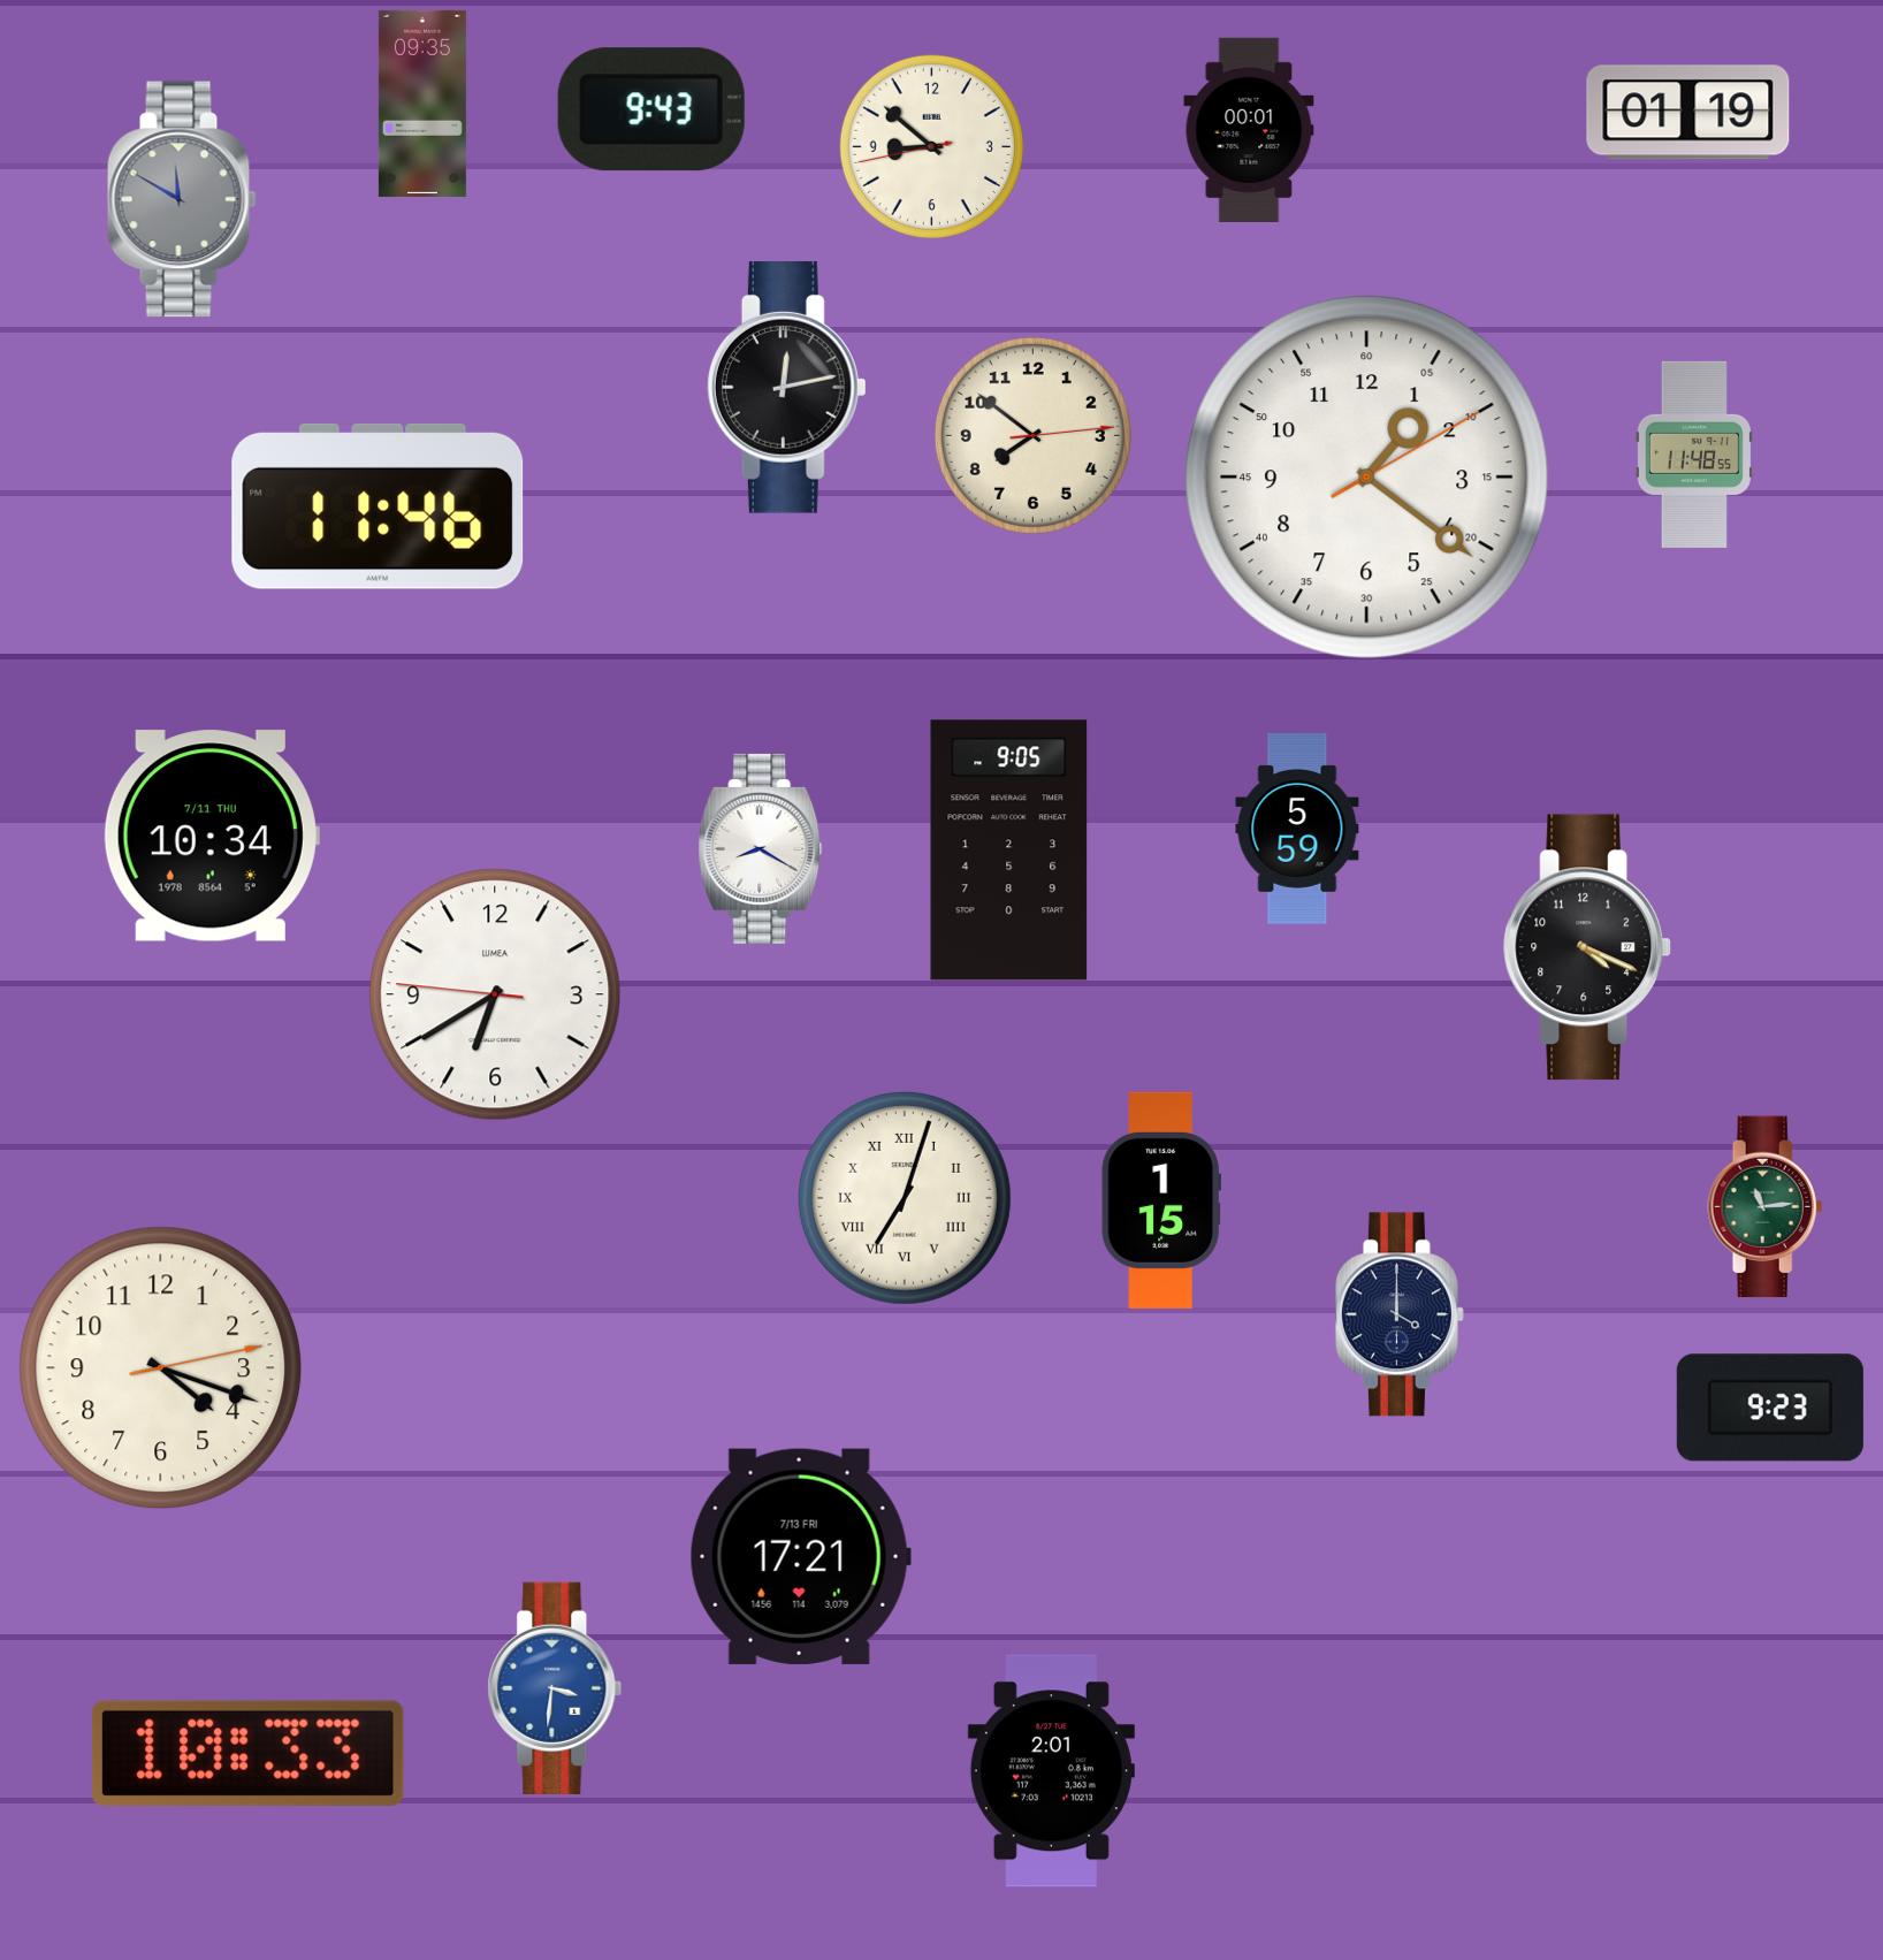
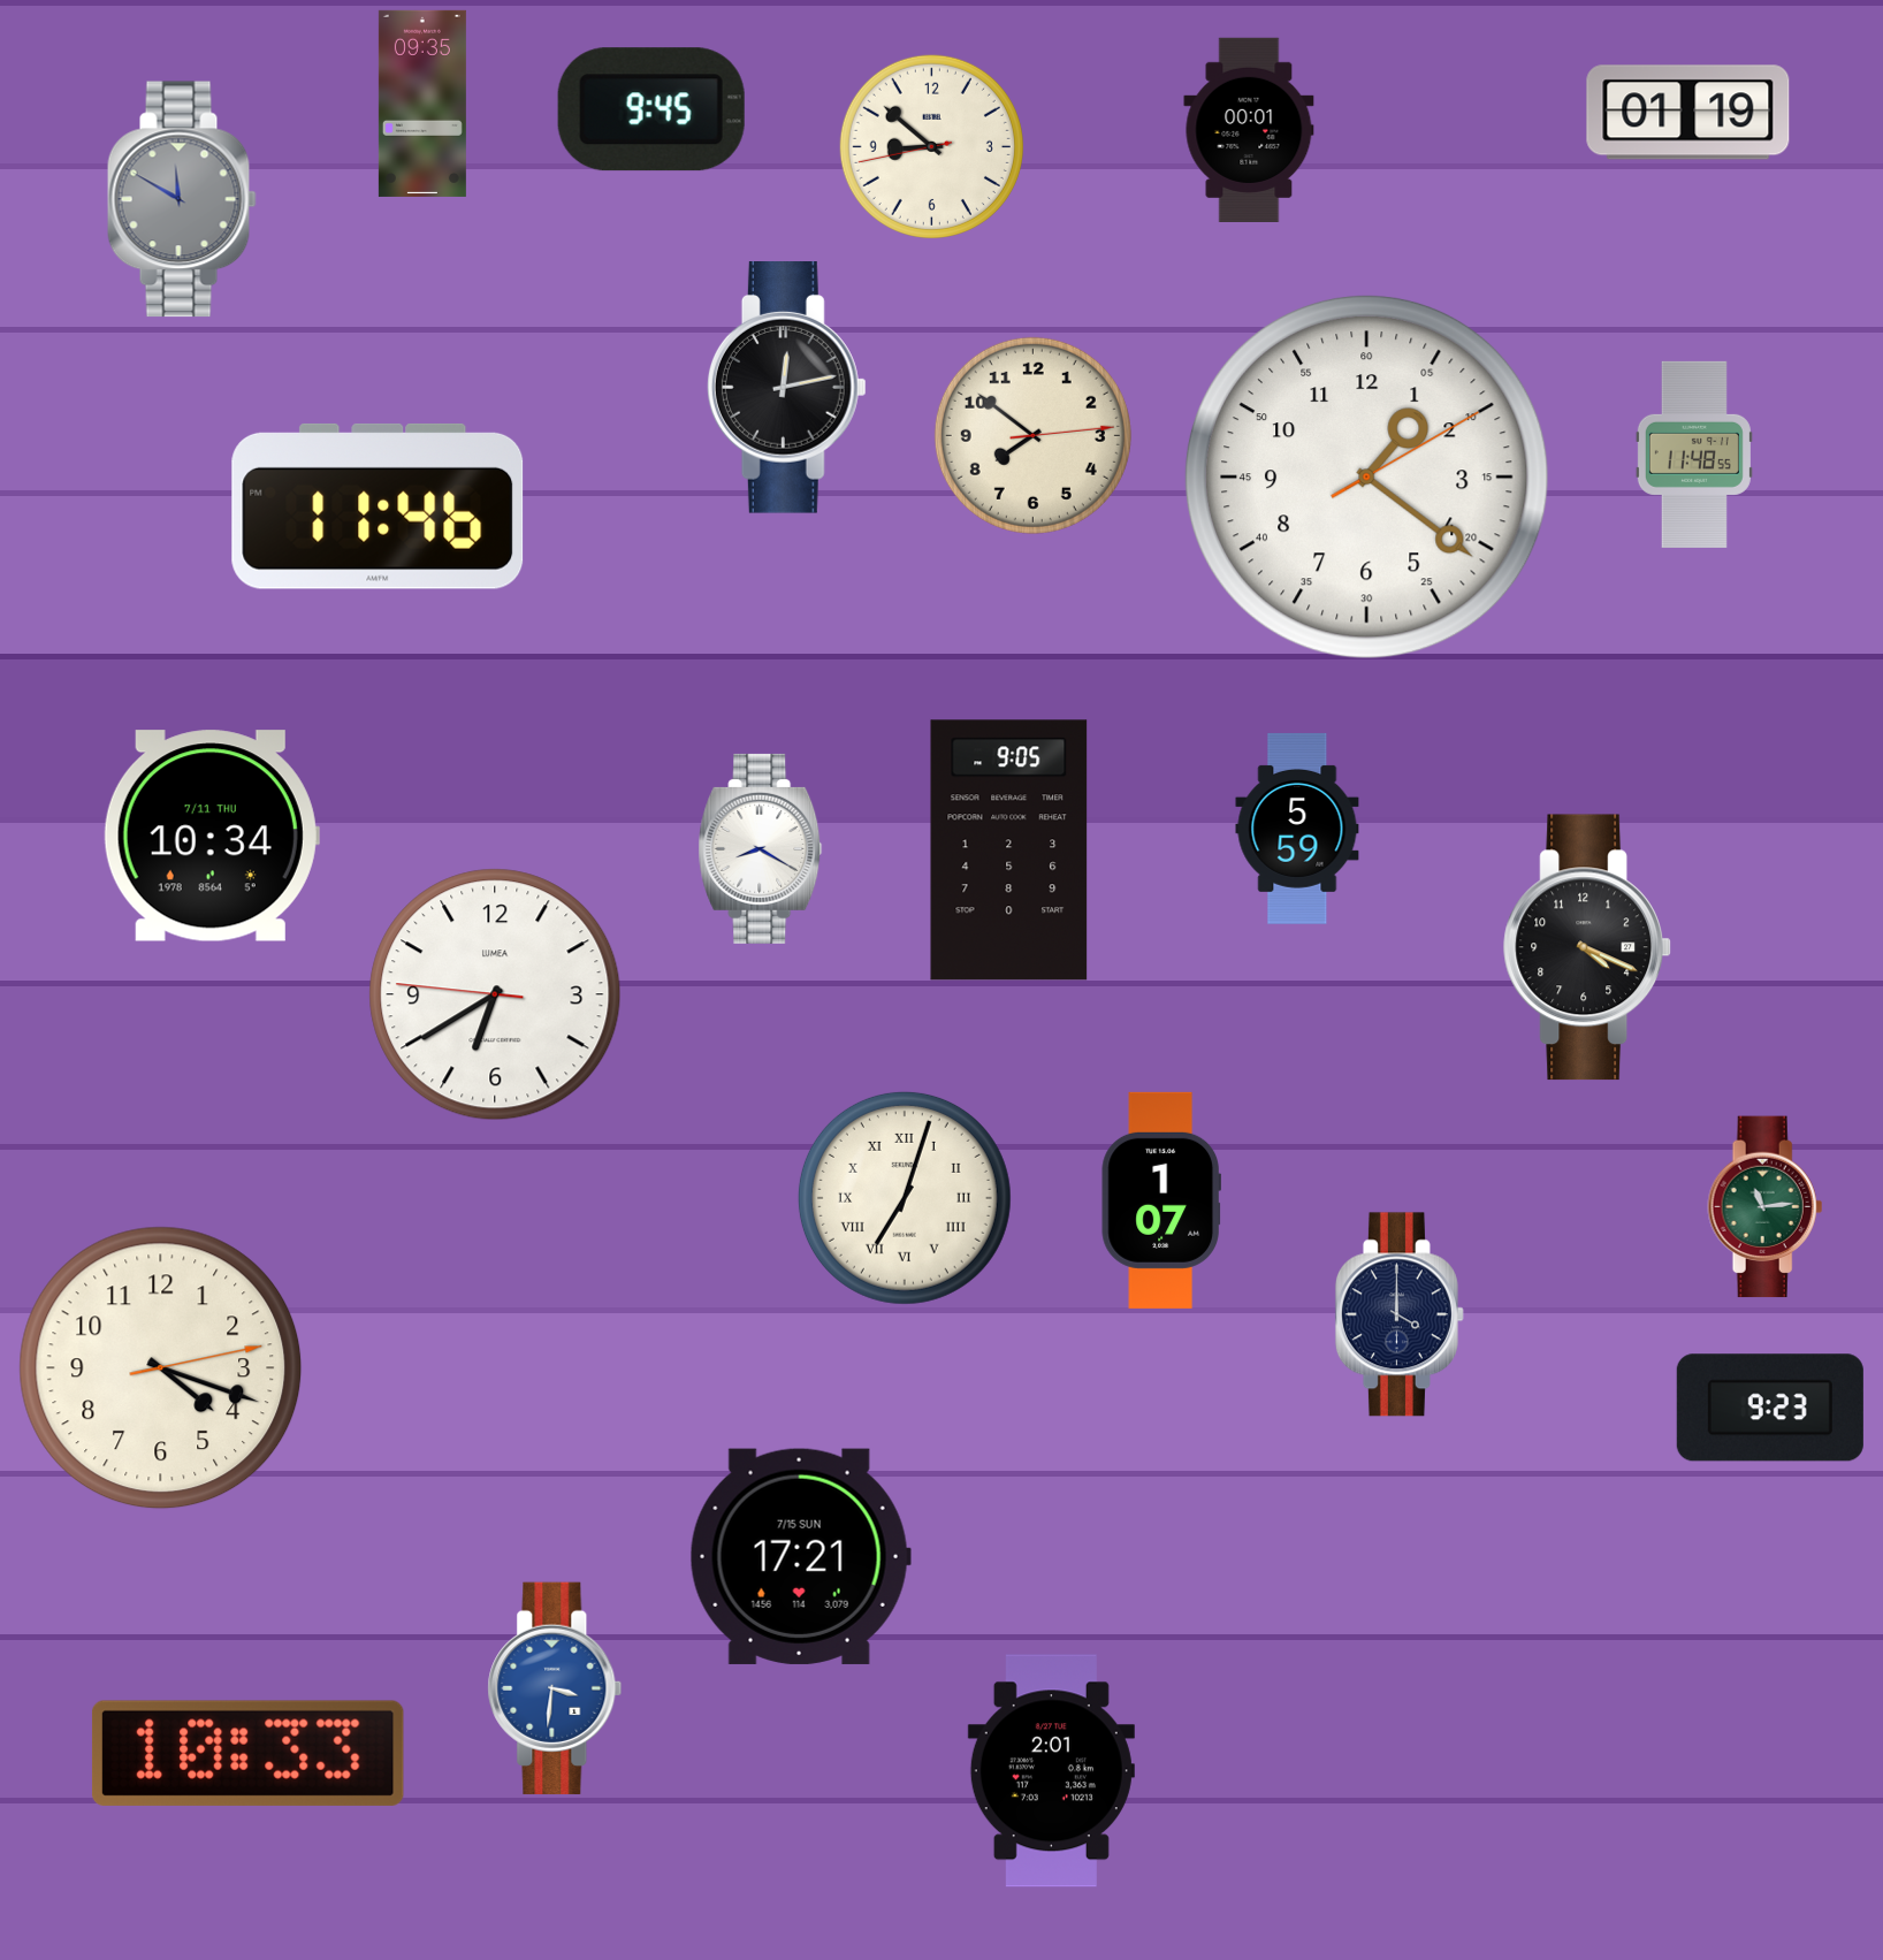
clock at (651, 109): 9:43 -> 9:45
clock at (1161, 1200): 1:15 -> 1:07
clock at (800, 1556) date: 7/13 FRI -> 7/15 SUN
